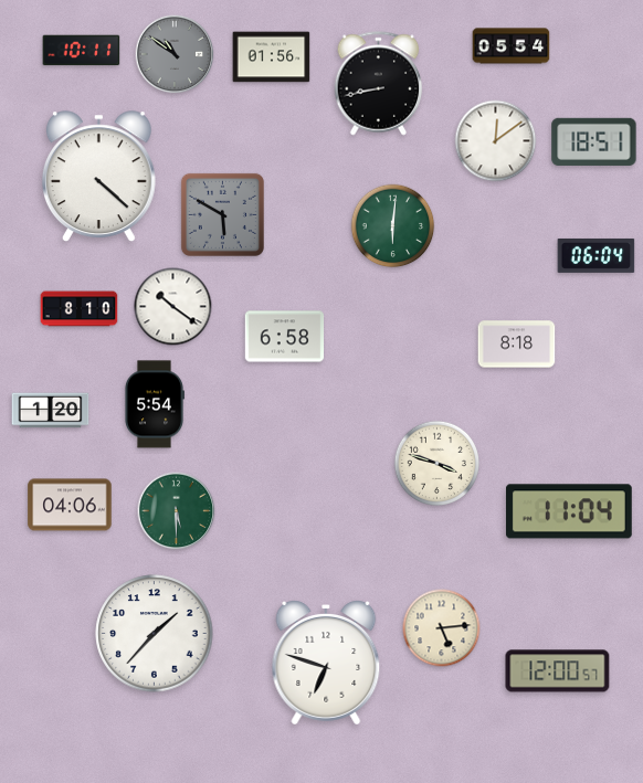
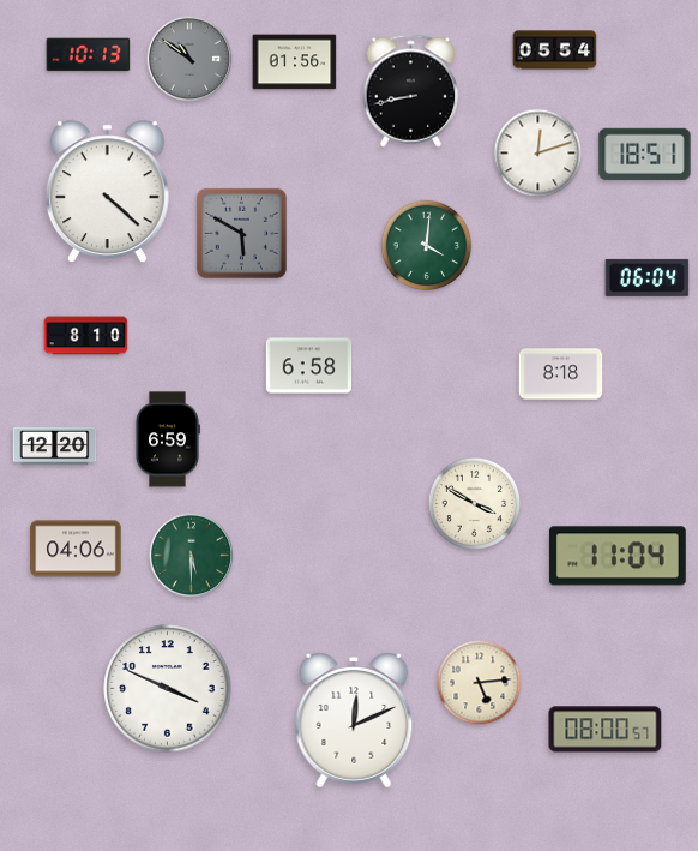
clock at (82, 51): 10:11 -> 10:13
clock at (496, 141): 12:09 -> 12:12
clock at (393, 226): 6:01 -> 4:01
clock at (173, 307): 10:21 -> none
clock at (154, 404): 5:54 -> 6:59
clock at (51, 411): 1:20 -> 12:20
clock at (438, 464): 3:48 -> 3:50
clock at (155, 634): 1:37 -> 3:49
clock at (326, 664): 6:48 -> 12:11
clock at (558, 671): 12:00 -> 08:00
